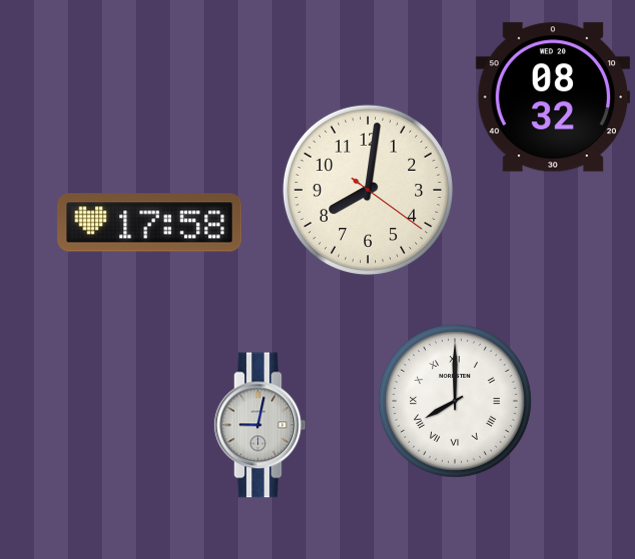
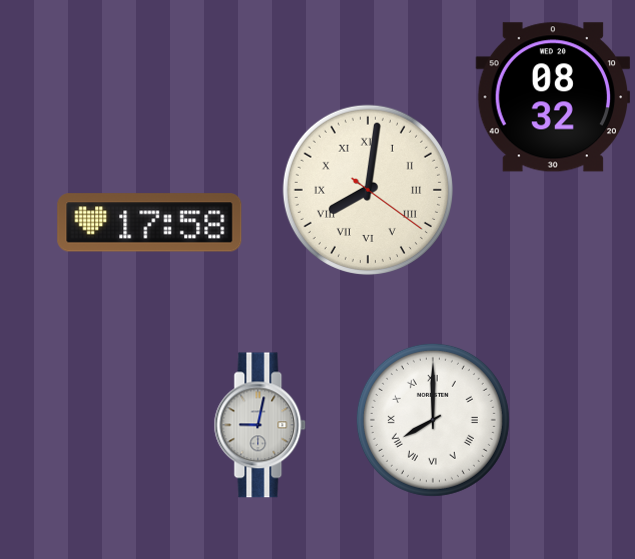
clock at (368, 190) numerals: Arabic -> Roman
clock at (455, 401) position: (455, 401) -> (433, 420)
